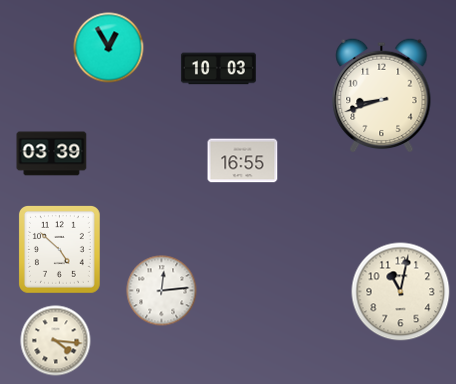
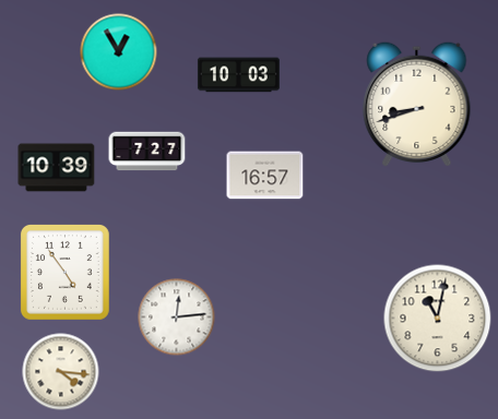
clock at (147, 152): none -> 7:27
clock at (52, 154): 03:39 -> 10:39
clock at (243, 161): 16:55 -> 16:57
clock at (59, 250): 4:52 -> 4:54
